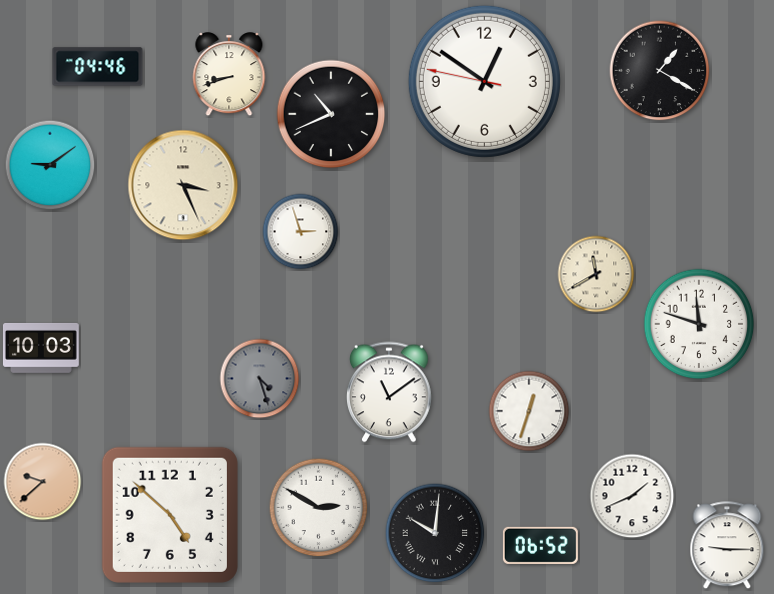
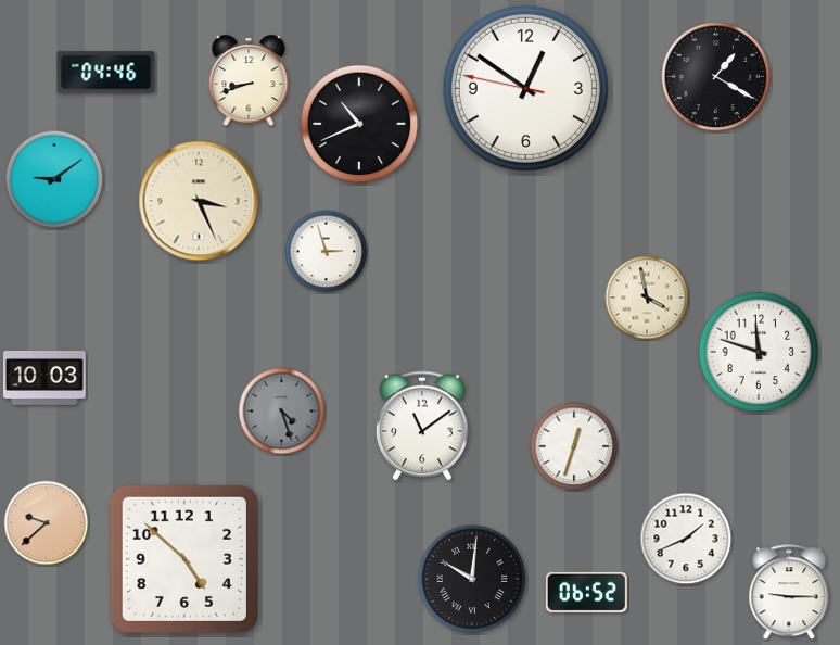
clock at (596, 274): 11:40 -> 3:58
clock at (319, 508): 2:50 -> none
